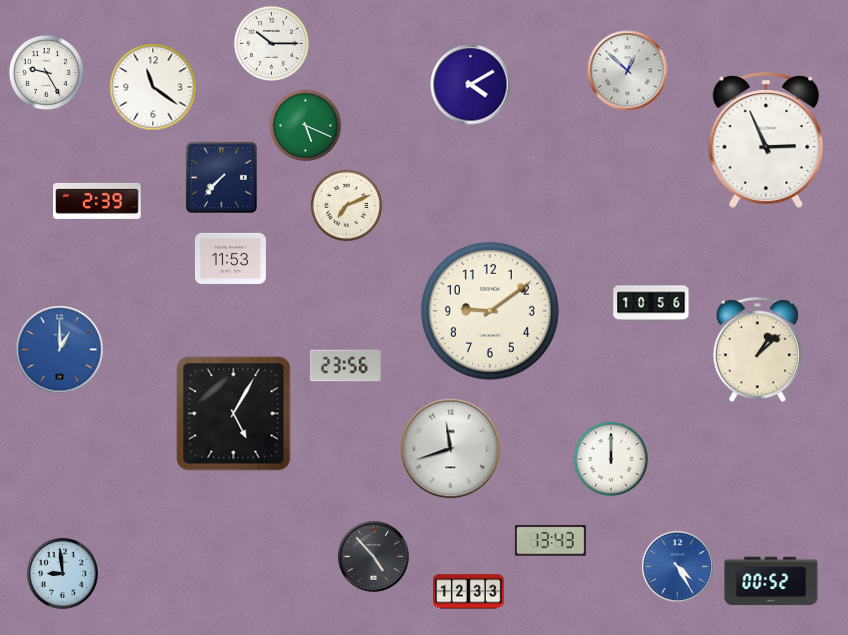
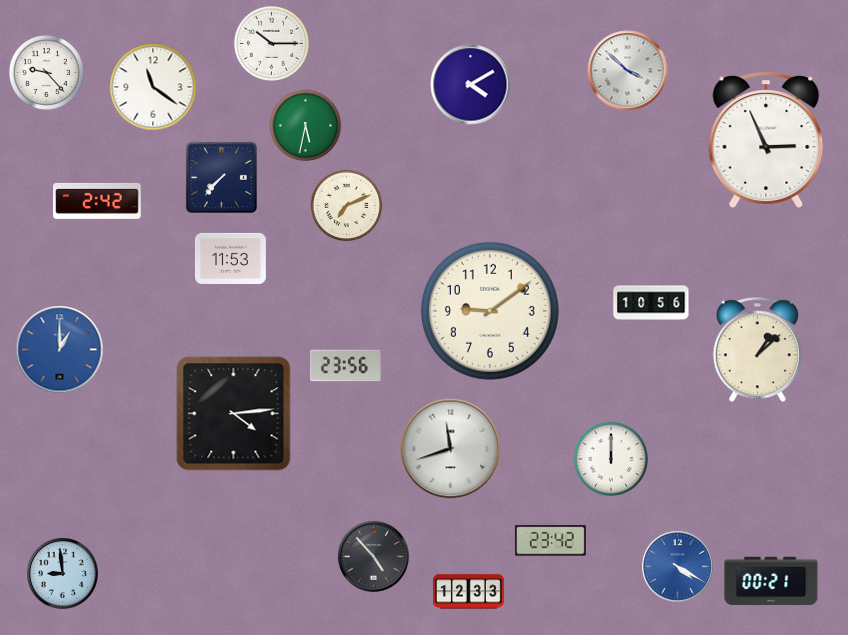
clock at (628, 71): 12:52 -> 3:52
clock at (46, 72): 9:25 -> 9:23
clock at (306, 126): 5:19 -> 5:32
clock at (97, 201): 2:39 -> 2:42
clock at (234, 414): 5:05 -> 4:14
clock at (550, 541): 13:43 -> 23:42
clock at (677, 566): 4:25 -> 4:20
clock at (771, 581): 00:52 -> 00:21
